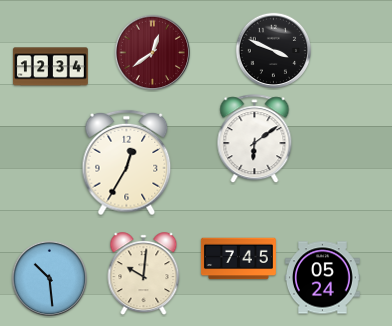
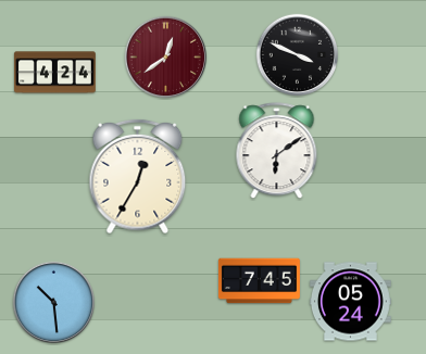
clock at (50, 67): 12:34 -> 4:24
clock at (144, 274): 10:01 -> none
